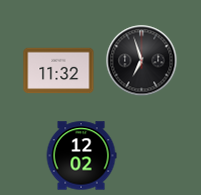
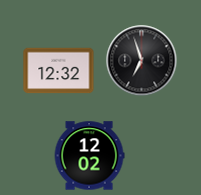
clock at (59, 71): 11:32 -> 12:32
clock at (81, 156) position: (81, 156) -> (89, 156)
